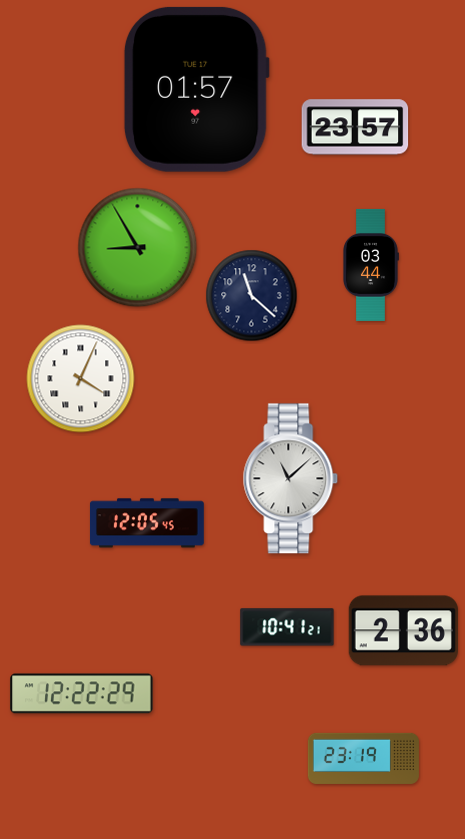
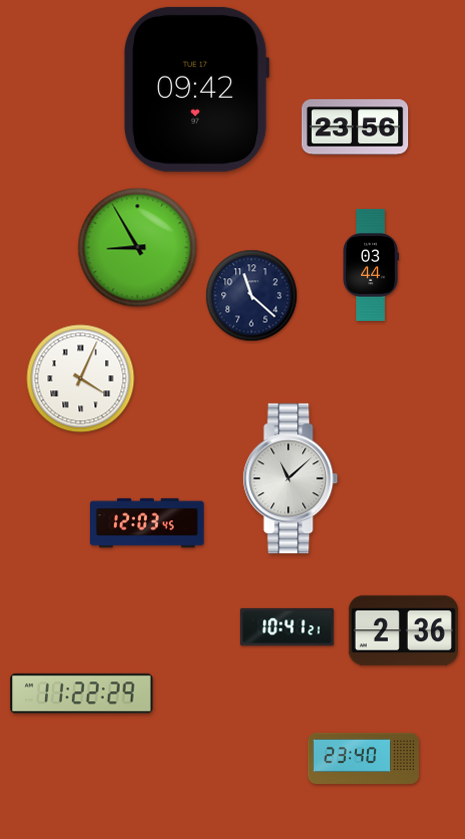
clock at (196, 89): 01:57 -> 09:42
clock at (355, 127): 23:57 -> 23:56
clock at (147, 523): 12:05 -> 12:03
clock at (82, 694): 12:22 -> 11:22
clock at (363, 758): 23:19 -> 23:40
